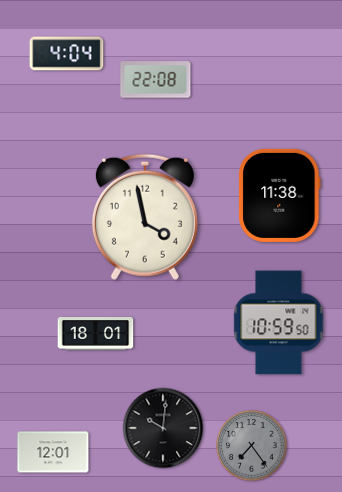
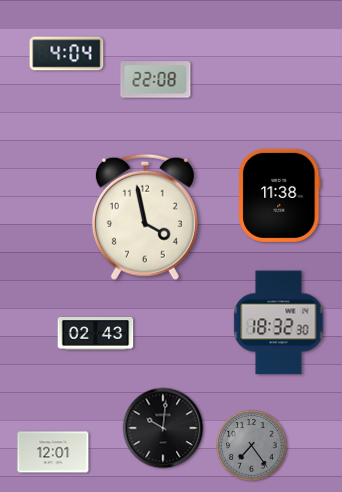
clock at (279, 323): 10:59 -> 18:32
clock at (96, 334): 18:01 -> 02:43
